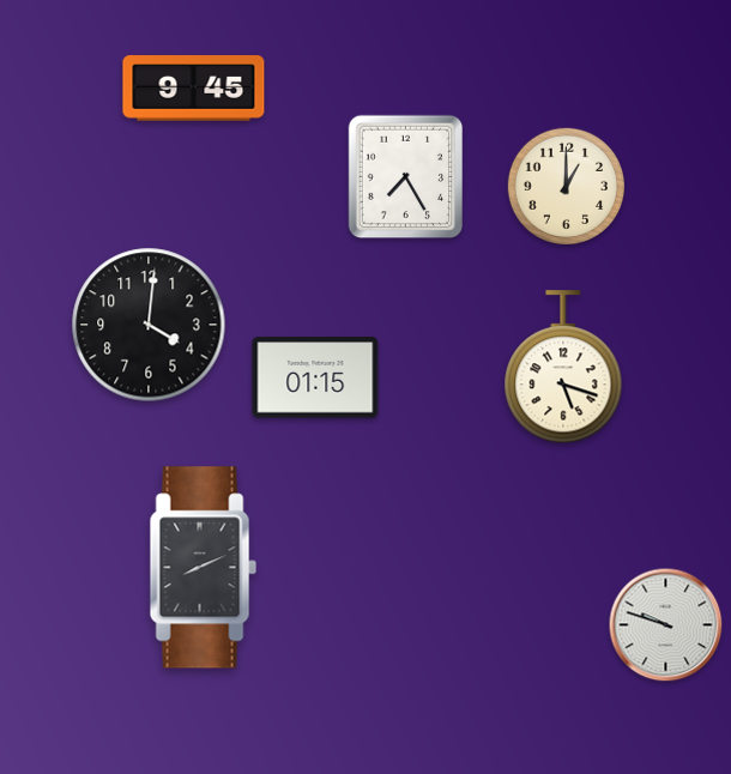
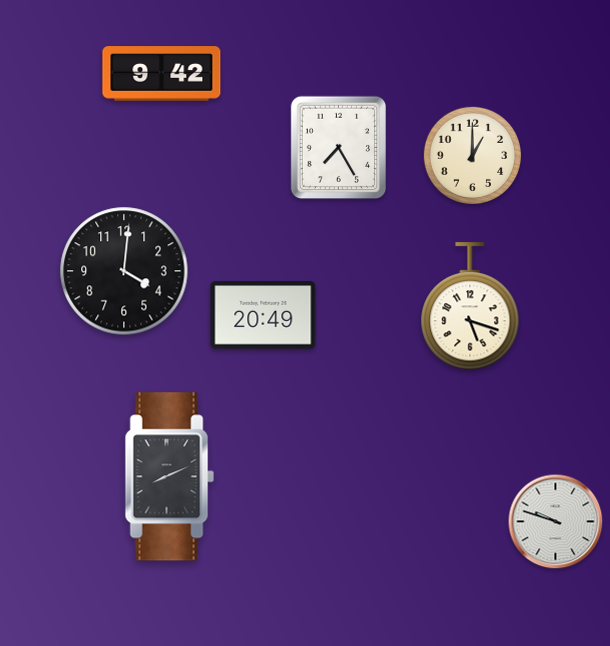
clock at (194, 89): 9:45 -> 9:42
clock at (315, 377): 01:15 -> 20:49
clock at (203, 568) position: (203, 568) -> (169, 477)
